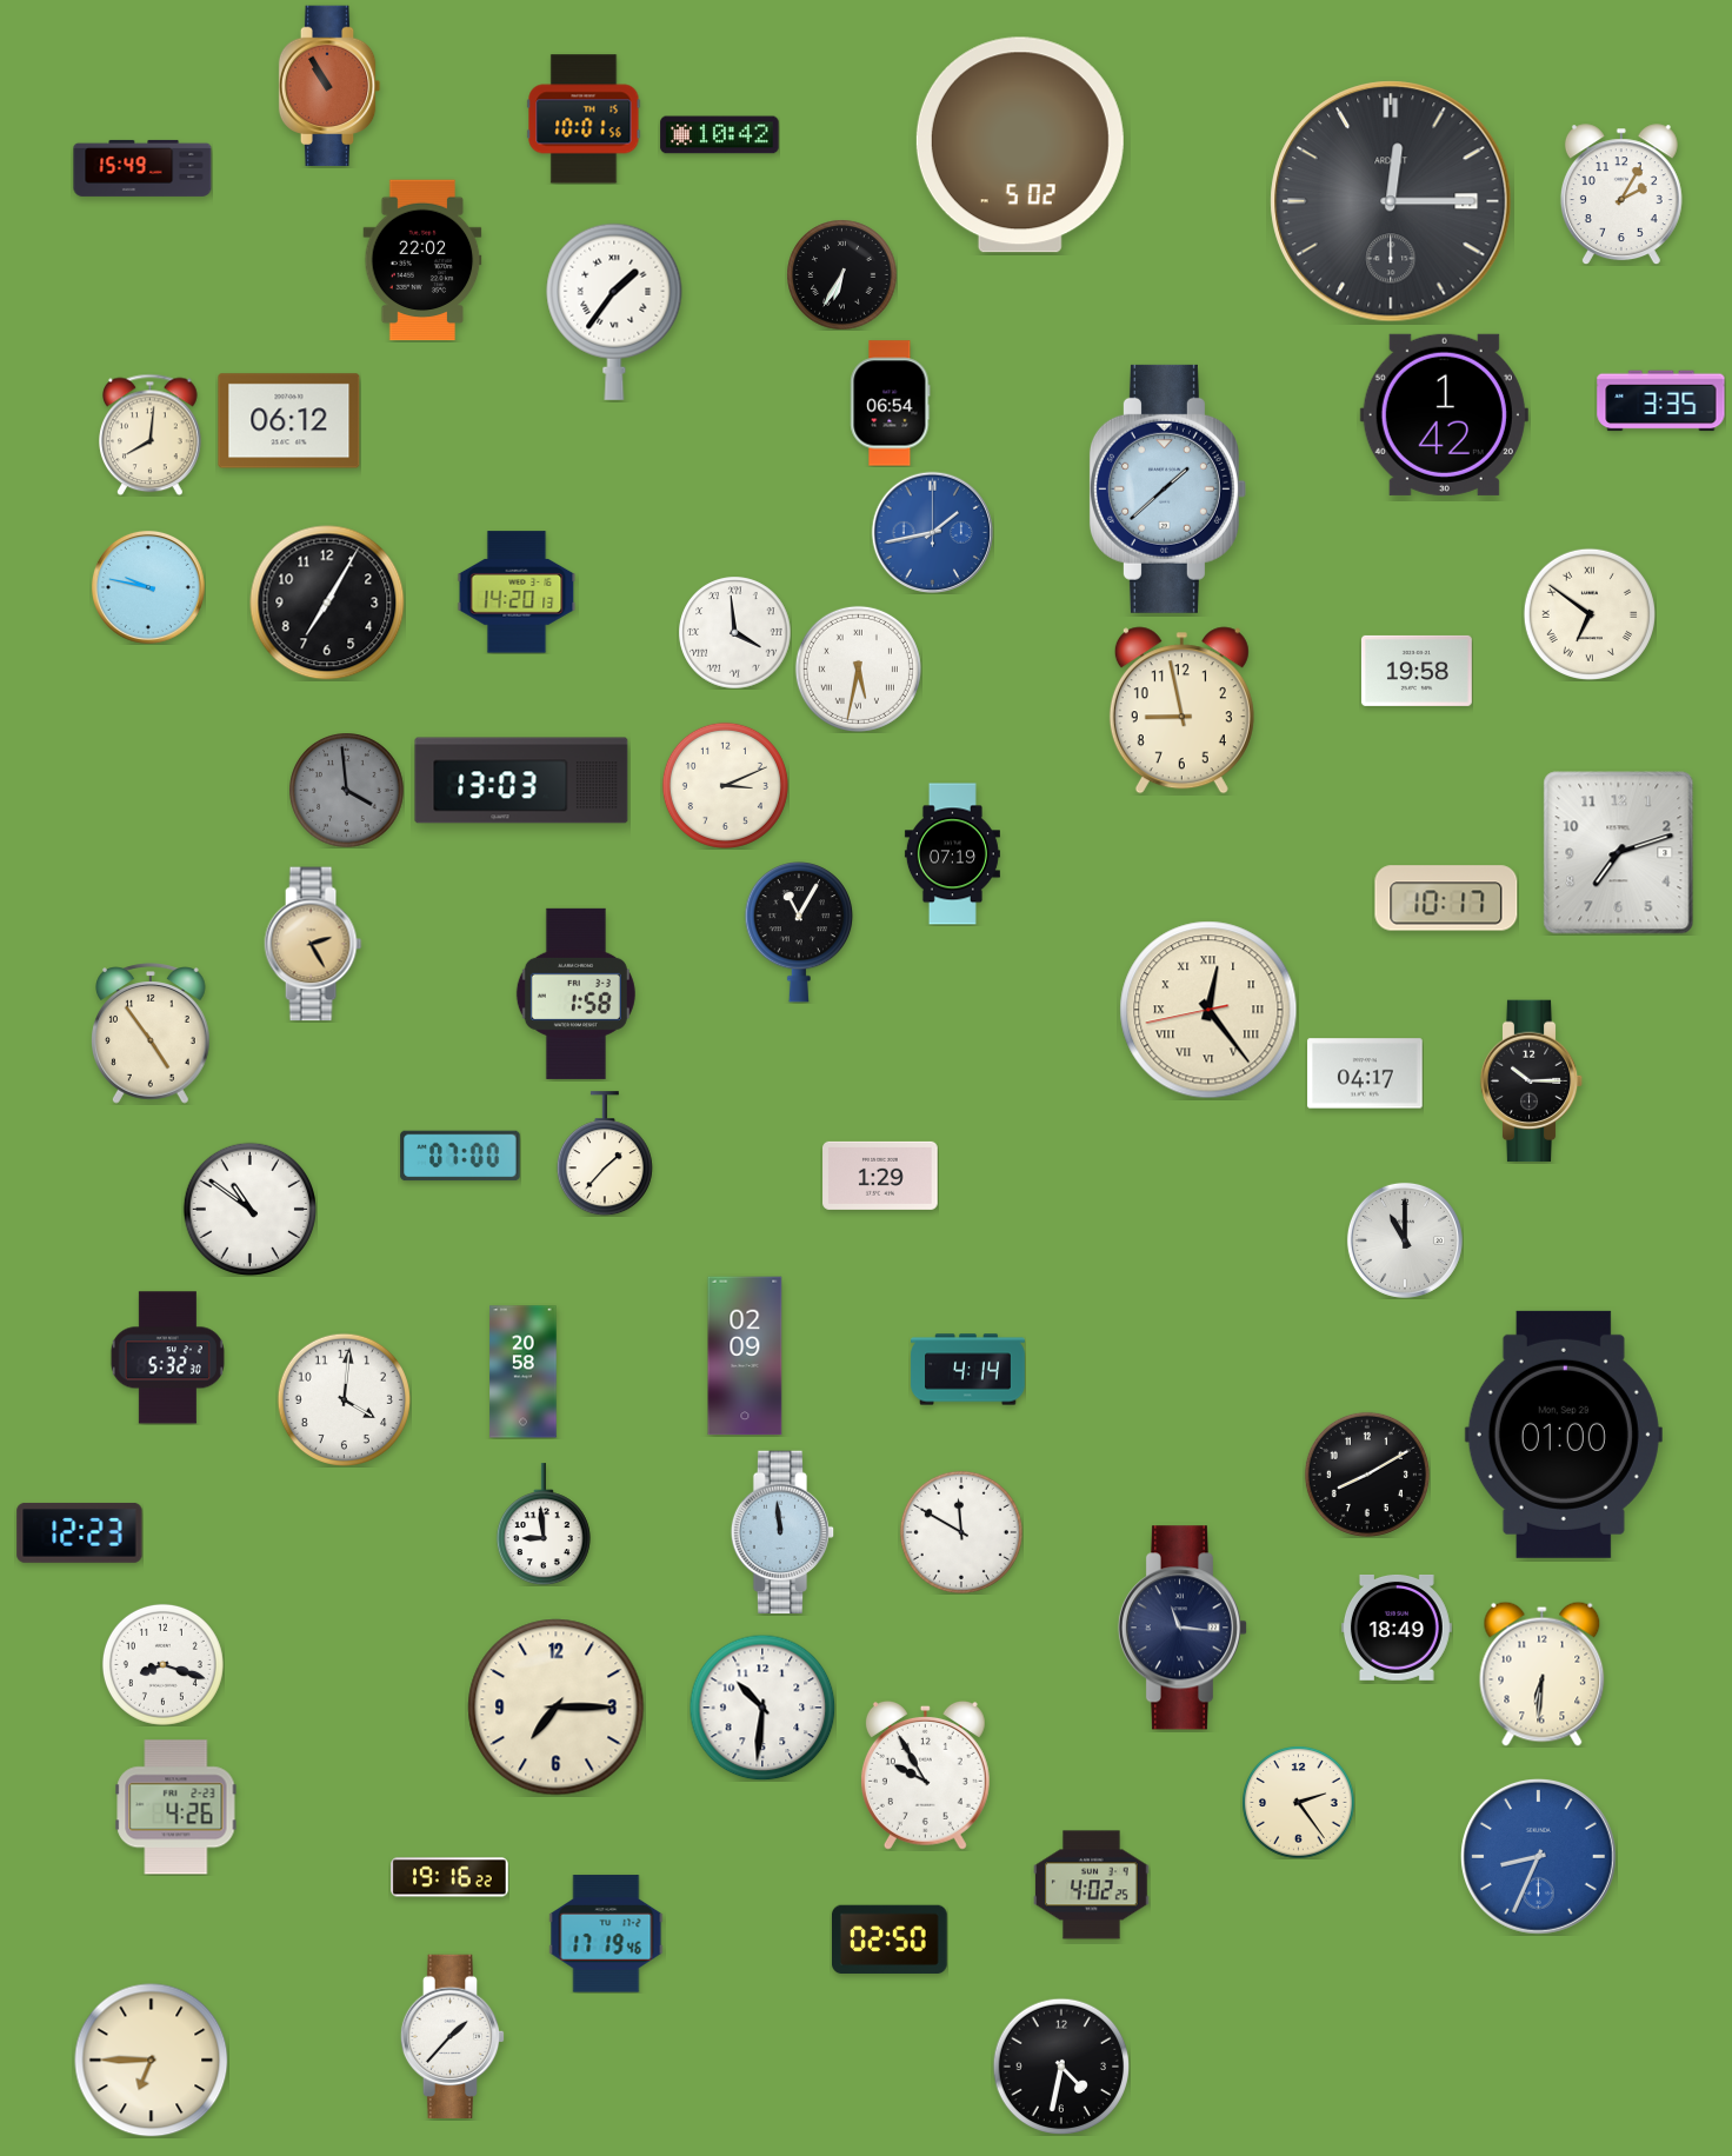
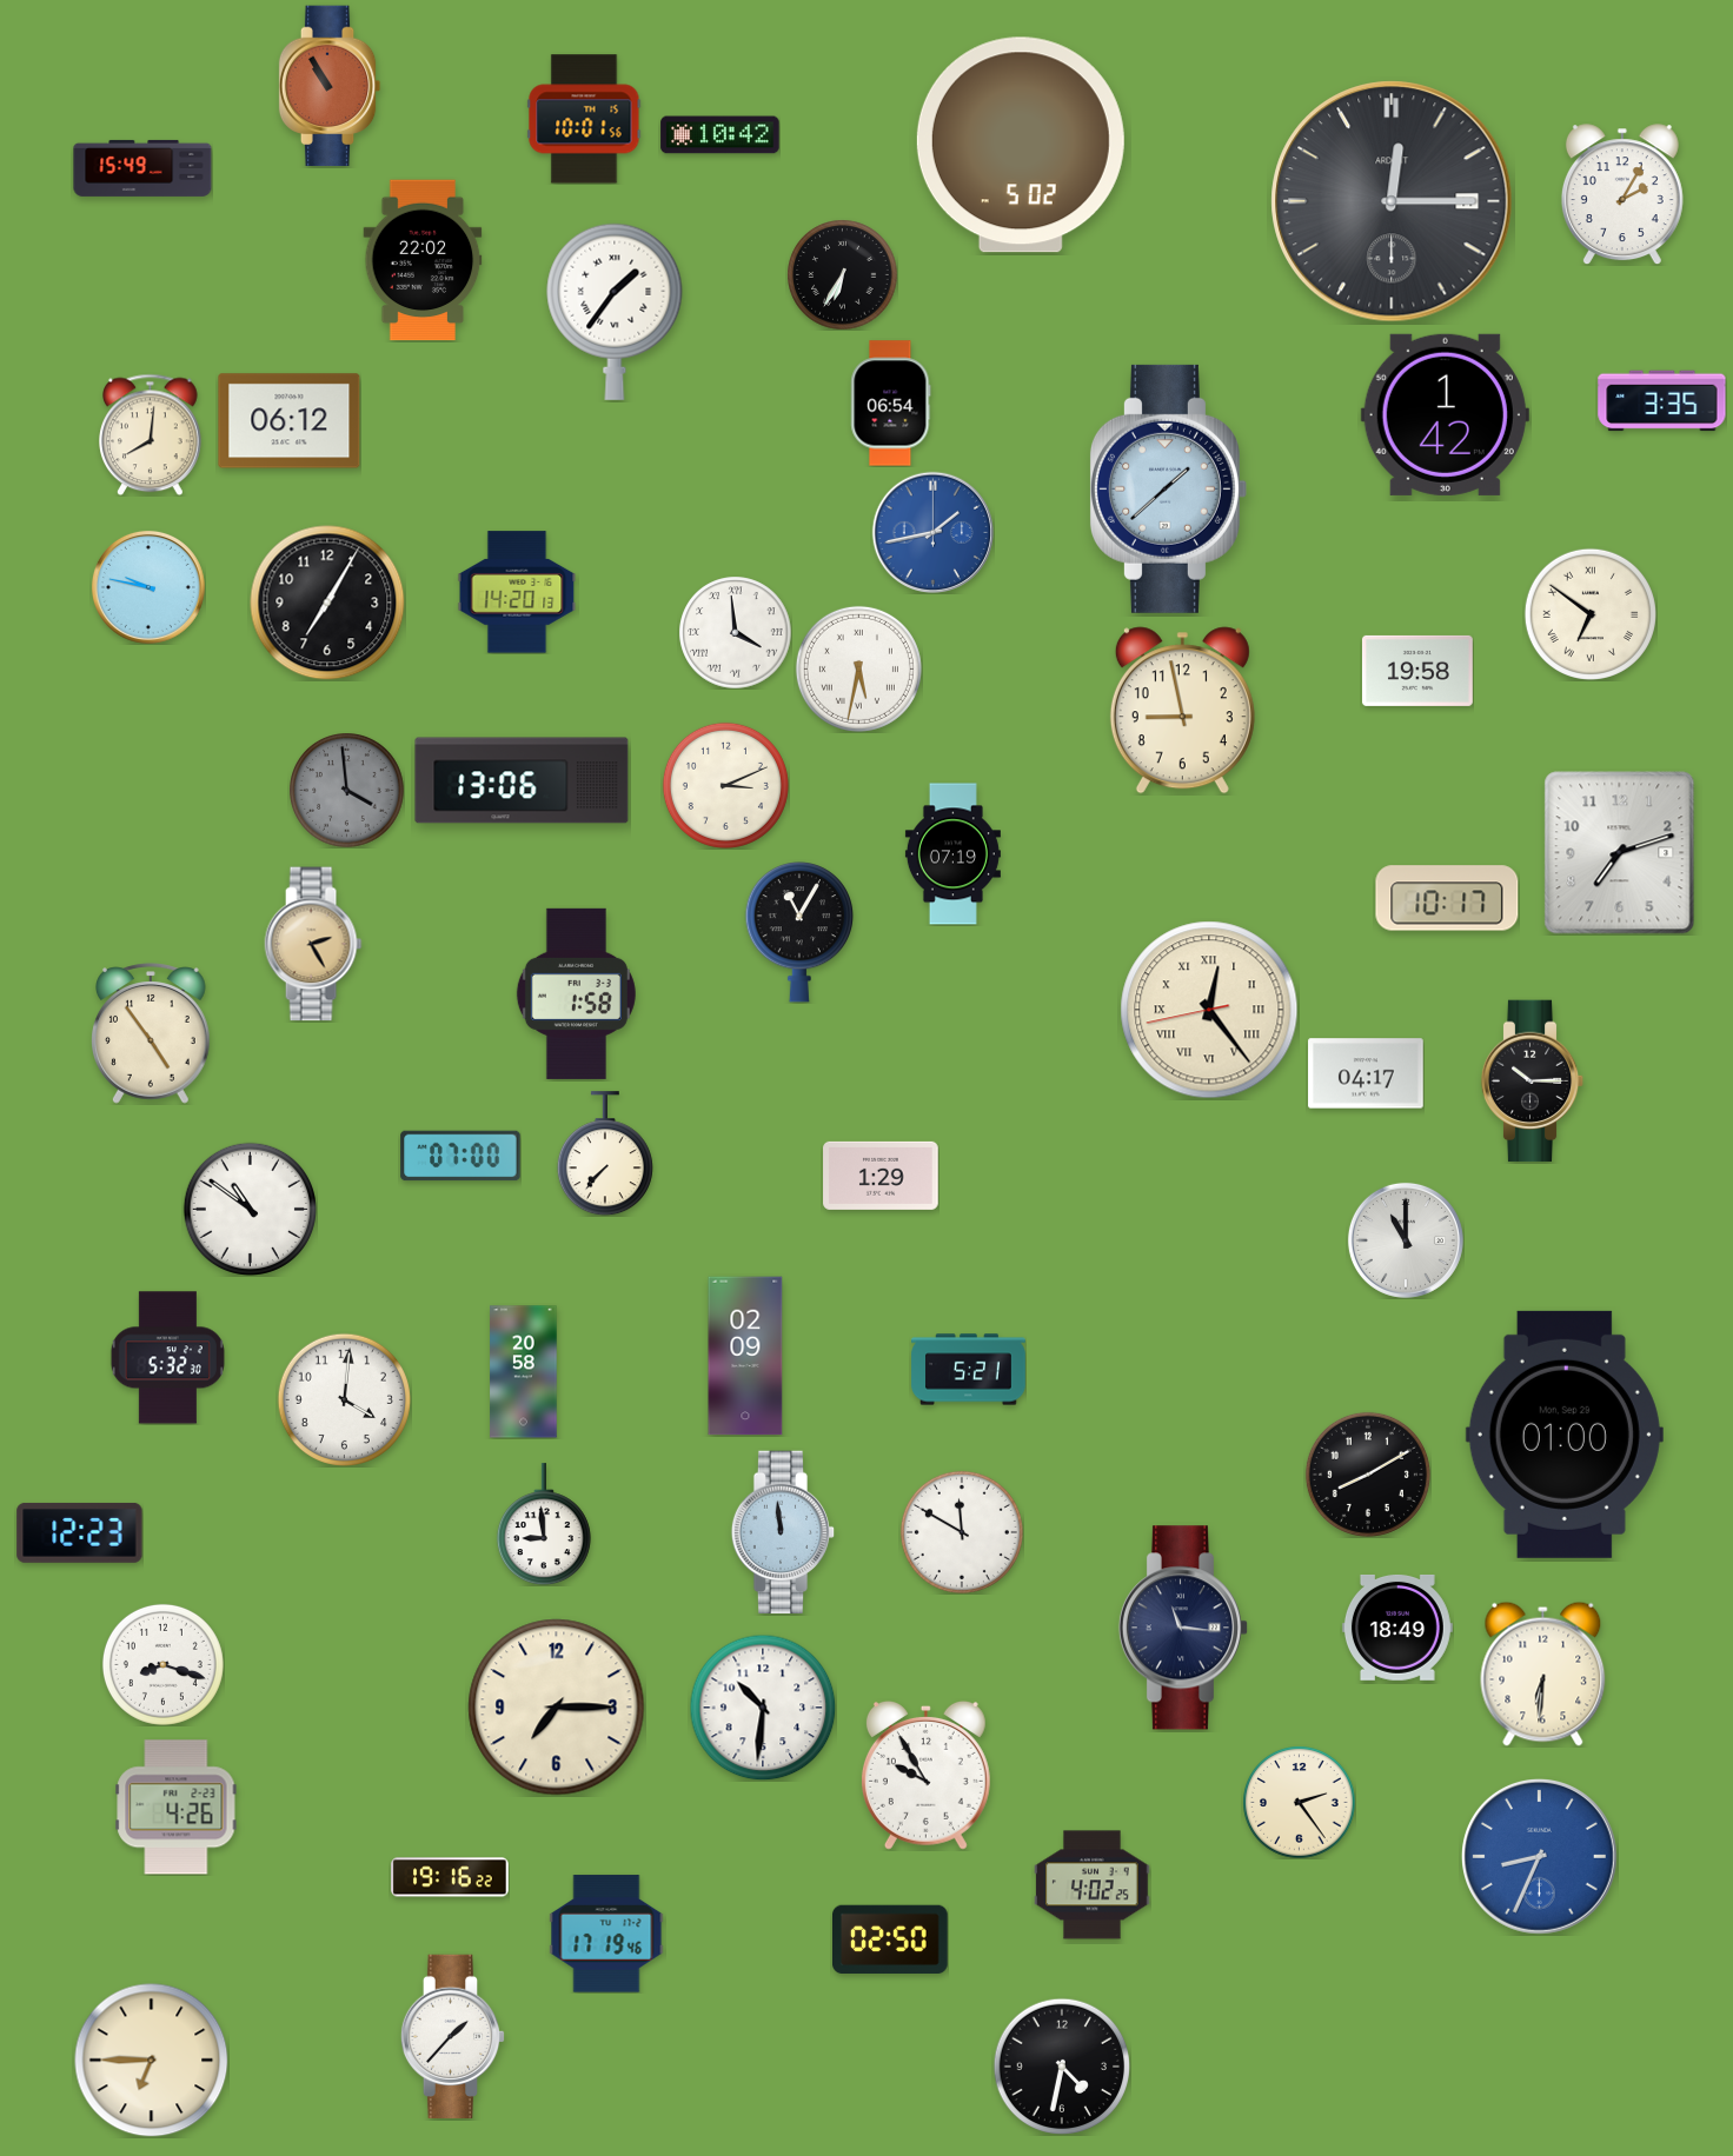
clock at (521, 780): 13:03 -> 13:06
clock at (605, 1153): 1:37 -> 7:37
clock at (968, 1370): 4:14 -> 5:21
